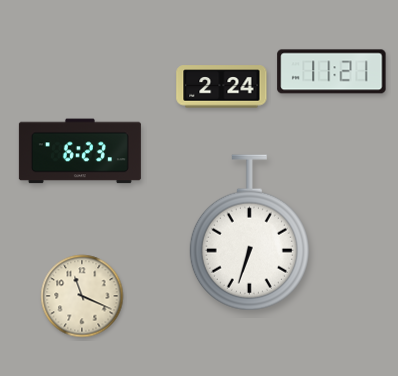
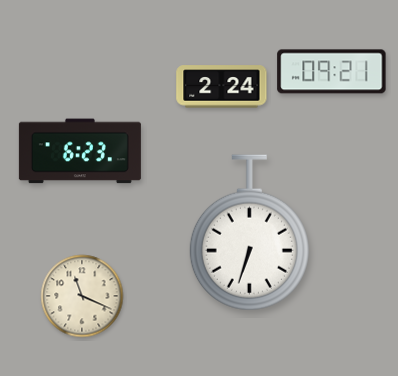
clock at (332, 72): 11:21 -> 09:21
